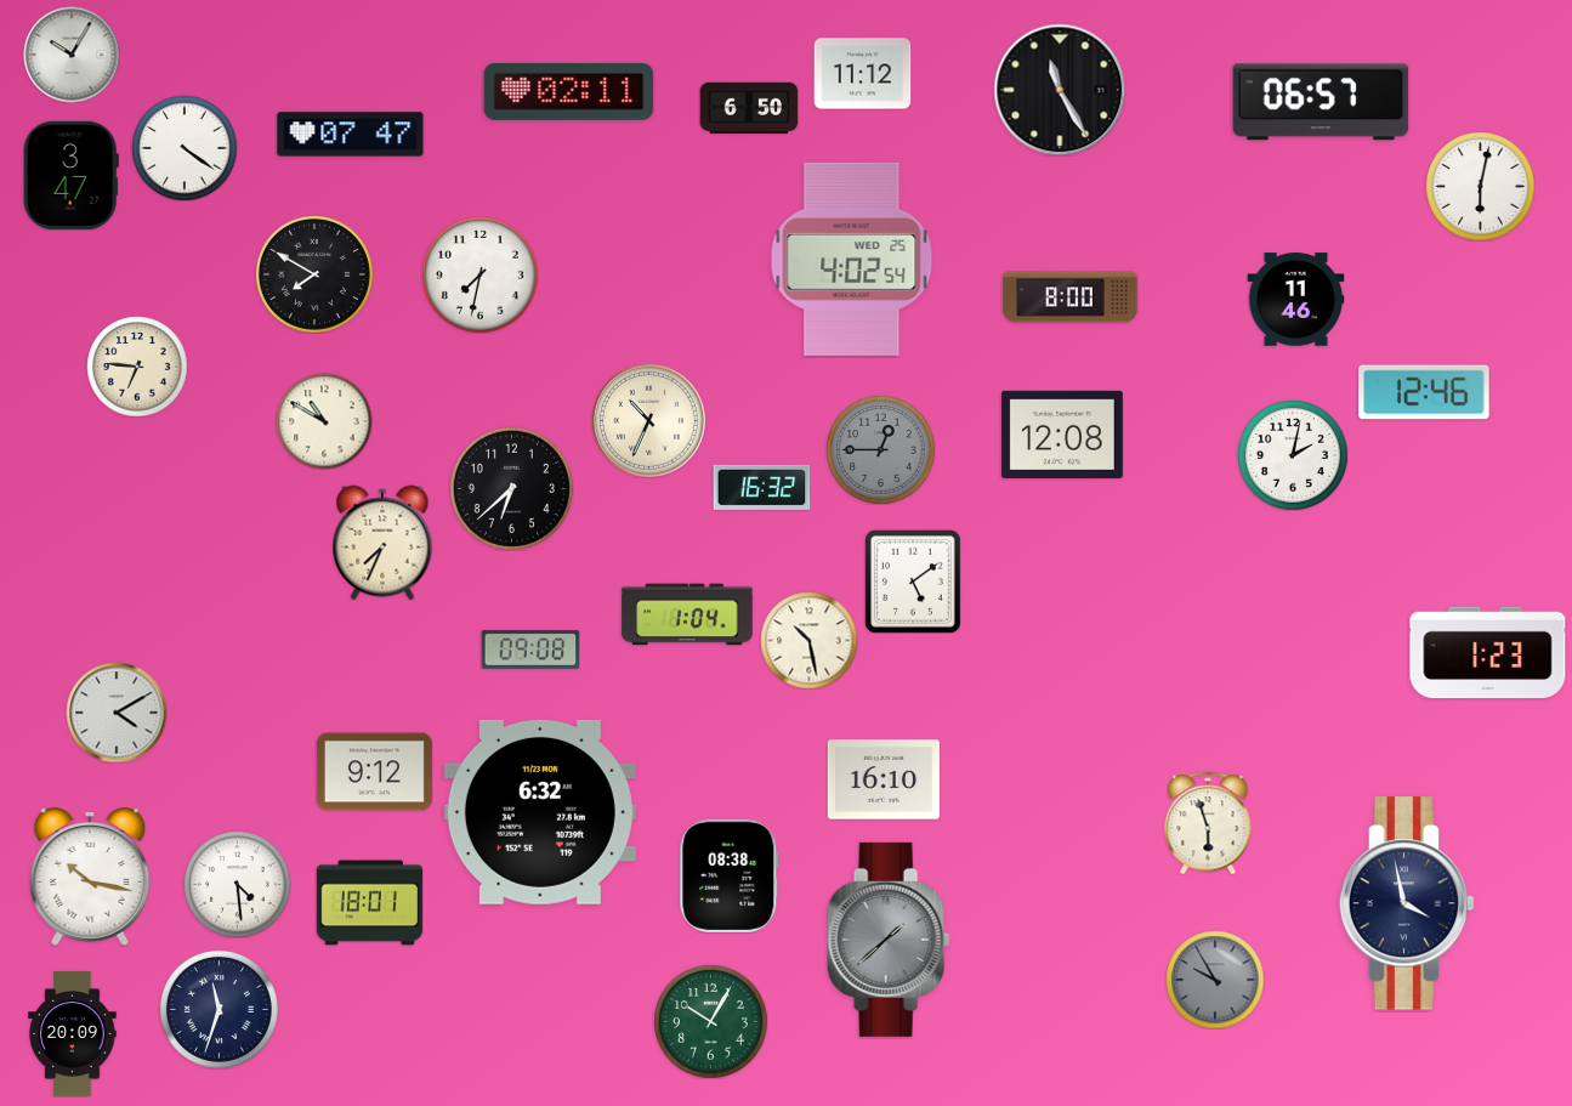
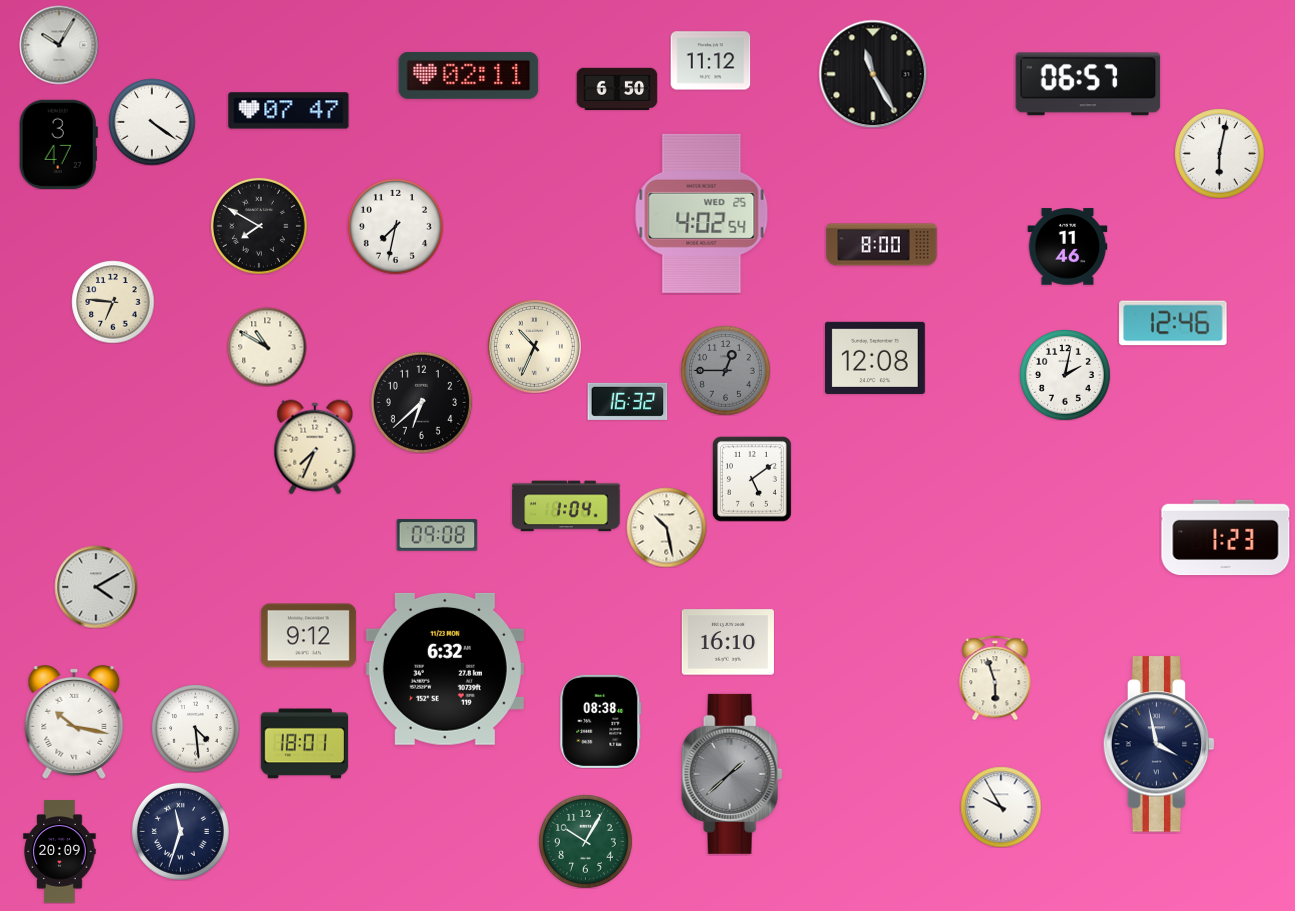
clock at (1215, 980) dial: grey -> white
